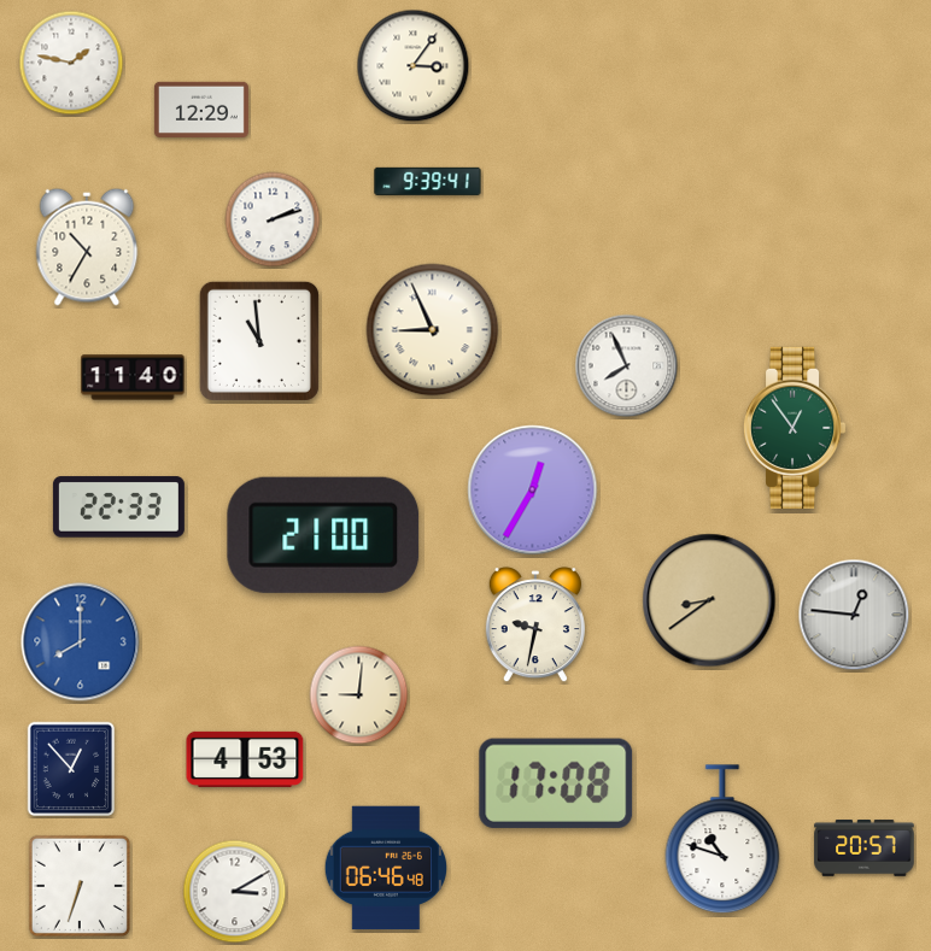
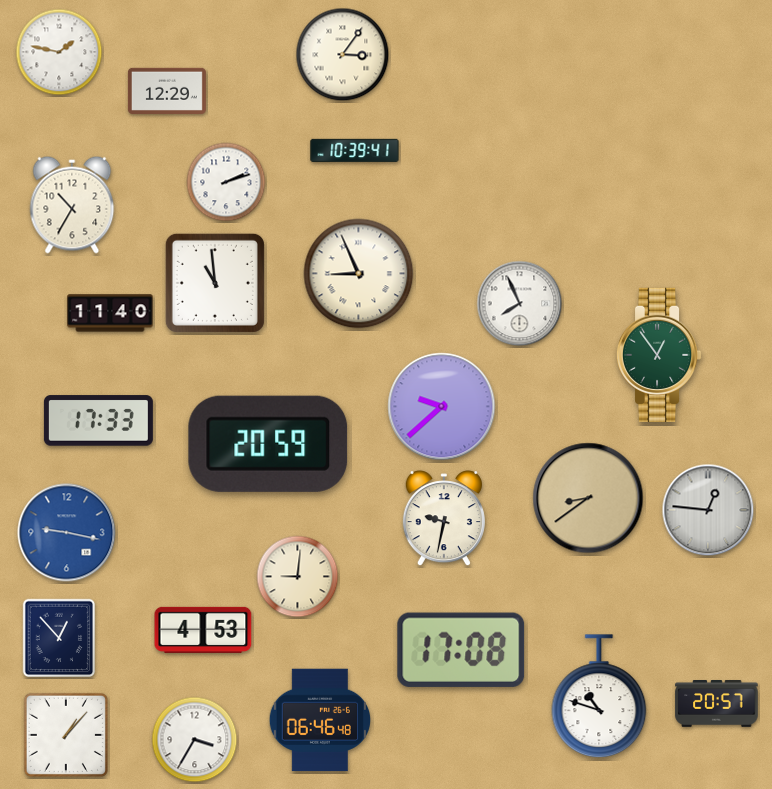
clock at (428, 181): 9:39 -> 10:39
clock at (533, 491): 12:35 -> 9:38
clock at (118, 507): 22:33 -> 17:33
clock at (323, 535): 21:00 -> 20:59
clock at (81, 642): 8:00 -> 9:17
clock at (80, 886): 6:33 -> 1:07
clock at (235, 892): 3:10 -> 3:35
